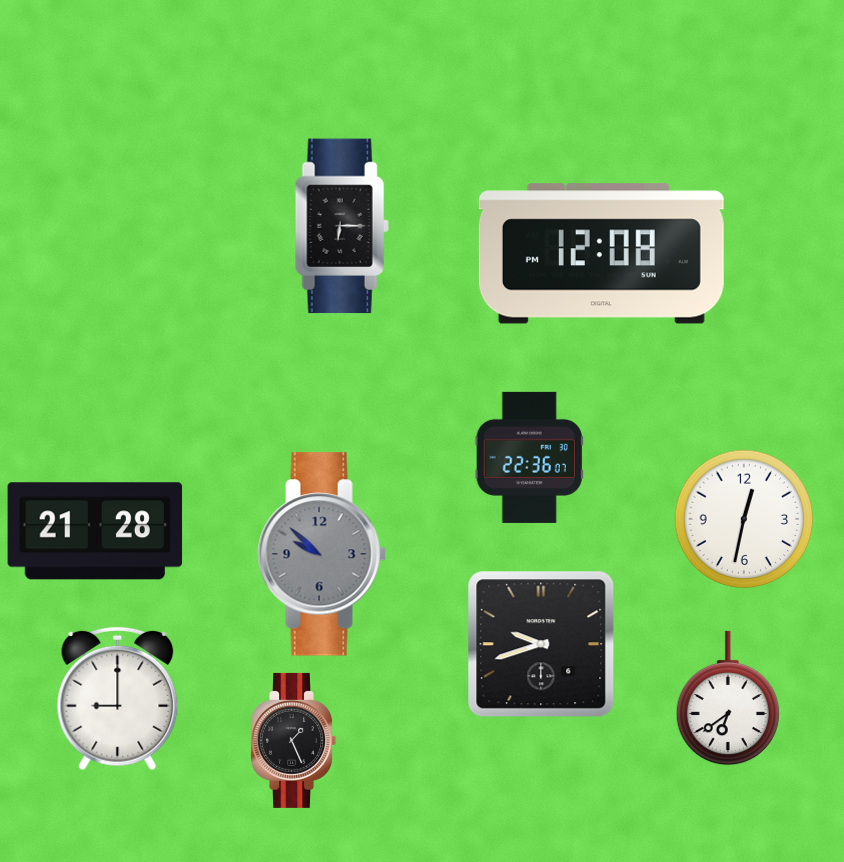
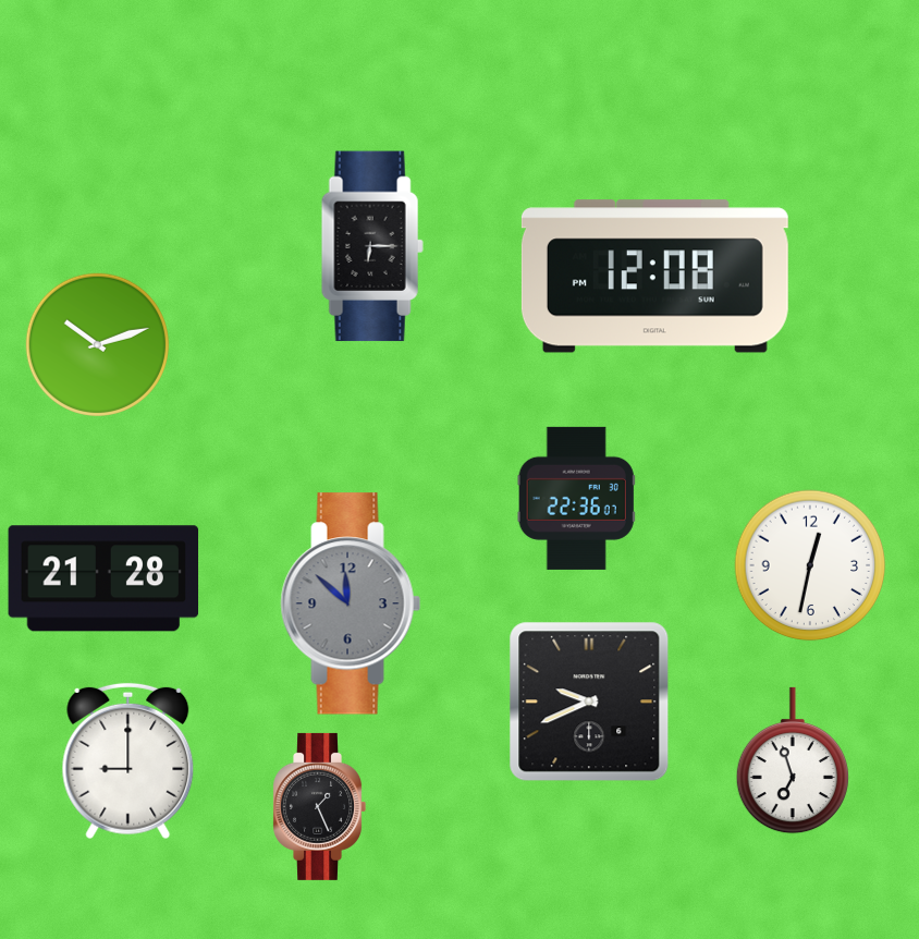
clock at (97, 344): none -> 10:12
clock at (322, 554): 9:52 -> 11:52
clock at (541, 644): 9:42 -> 9:41
clock at (728, 698): 6:39 -> 6:57
